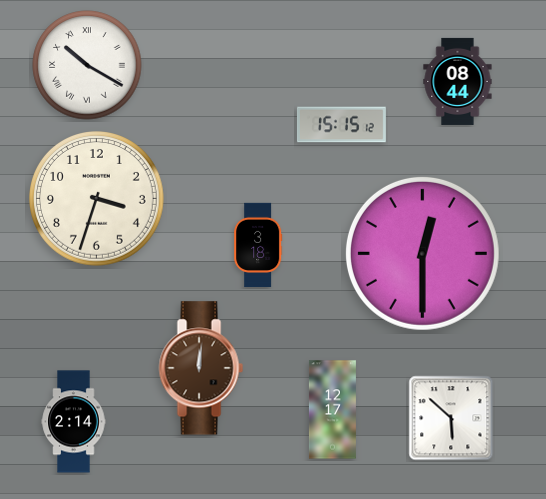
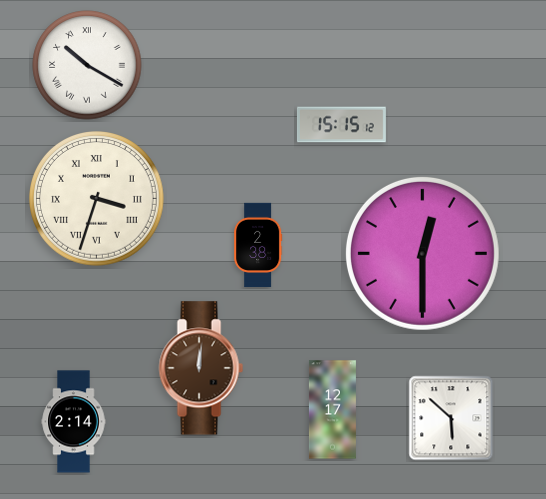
clock at (458, 81): 08:44 -> none
clock at (97, 199) numerals: Arabic -> Roman
clock at (258, 245): 3:18 -> 2:38
